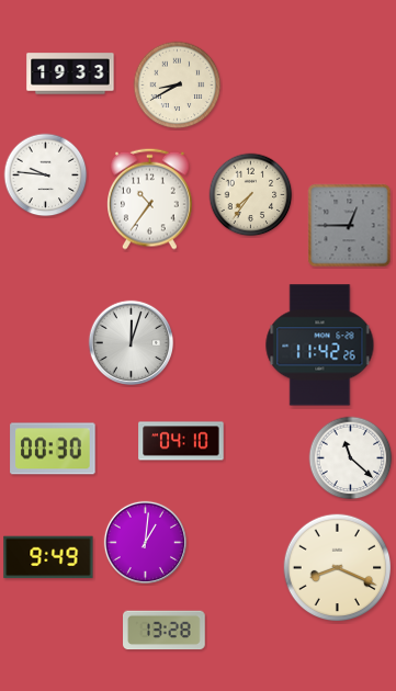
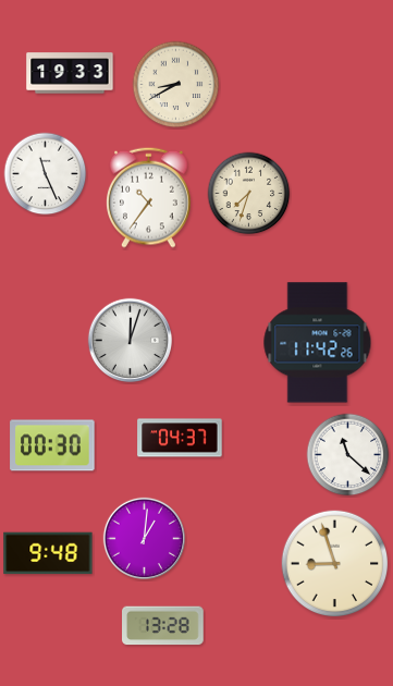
clock at (46, 175): 9:46 -> 11:26
clock at (251, 195): 7:36 -> 7:33
clock at (350, 226): 12:45 -> none
clock at (181, 441): 04:10 -> 04:37
clock at (48, 557): 9:49 -> 9:48
clock at (338, 568): 8:19 -> 8:57
